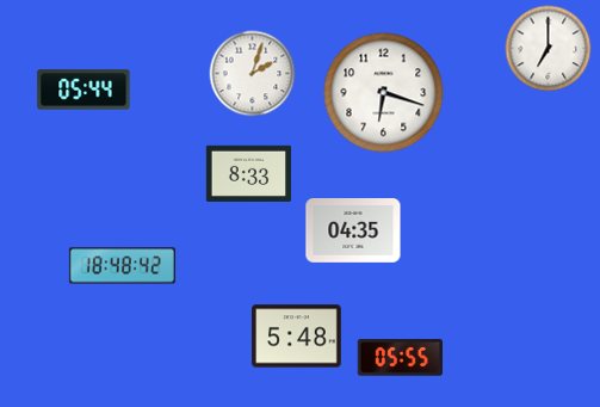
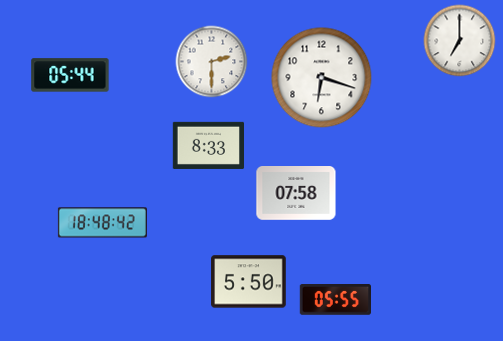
clock at (253, 74): 2:03 -> 2:30
clock at (353, 232): 04:35 -> 07:58
clock at (297, 337): 5:48 -> 5:50
